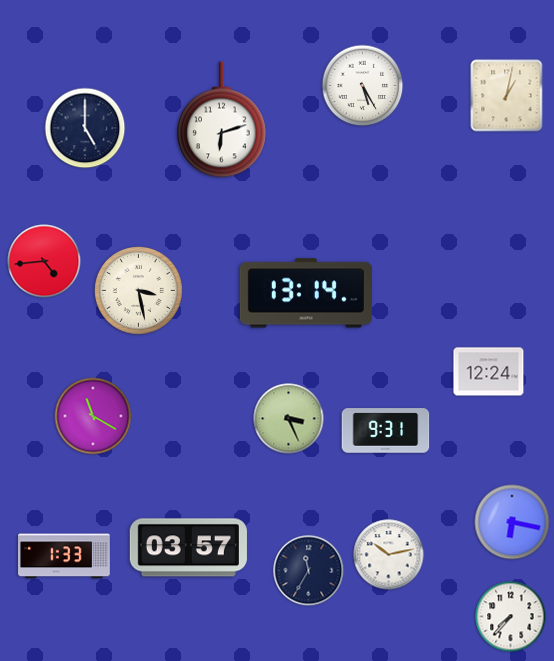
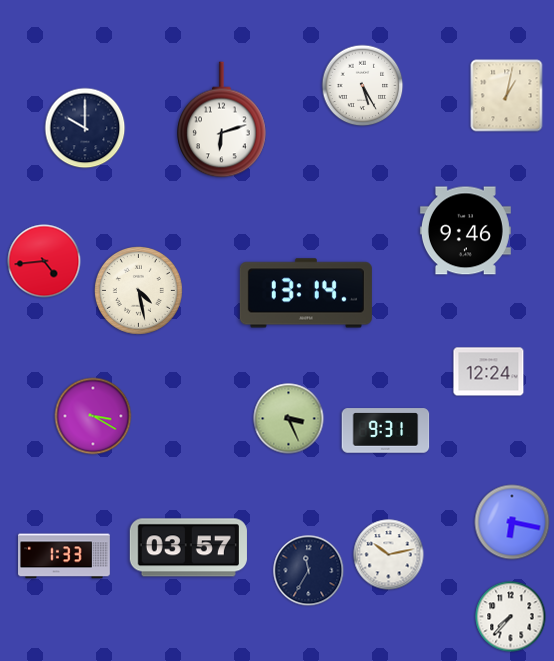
clock at (85, 128): 5:00 -> 10:00
clock at (465, 231): none -> 9:46
clock at (138, 290): 3:28 -> 4:28
clock at (93, 416): 11:20 -> 3:20
